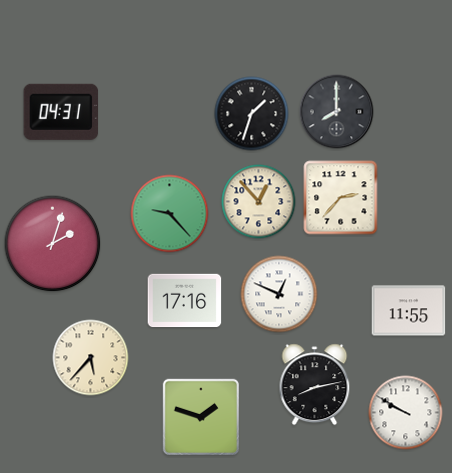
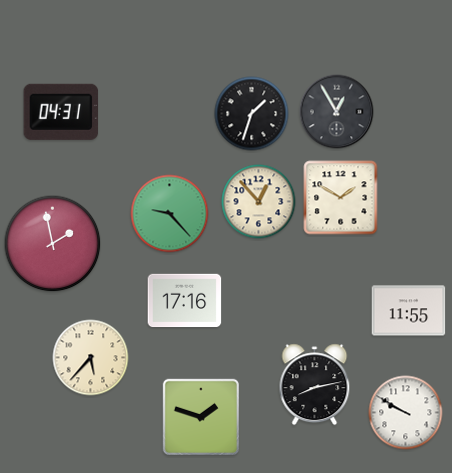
clock at (337, 112): 8:00 -> 12:55
clock at (341, 198): 2:37 -> 1:50
clock at (53, 244): 2:03 -> 1:58
clock at (279, 294): 12:49 -> none
